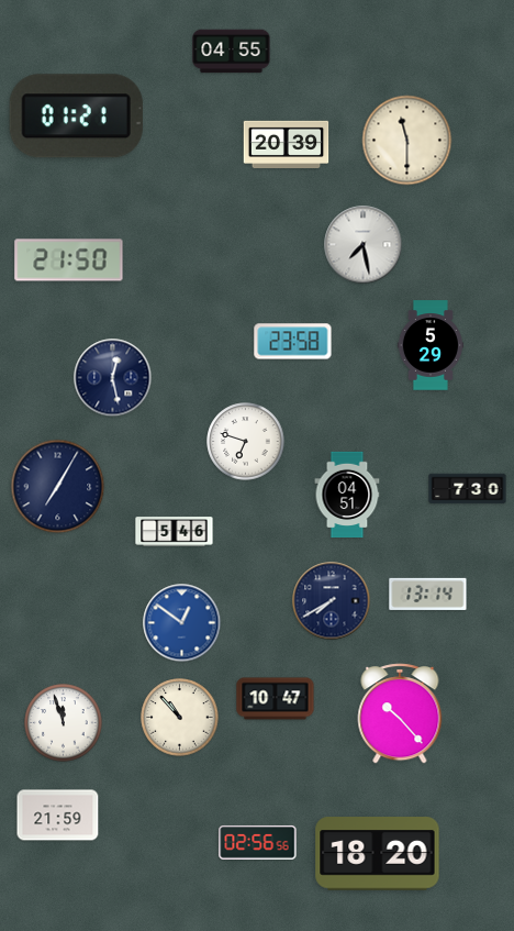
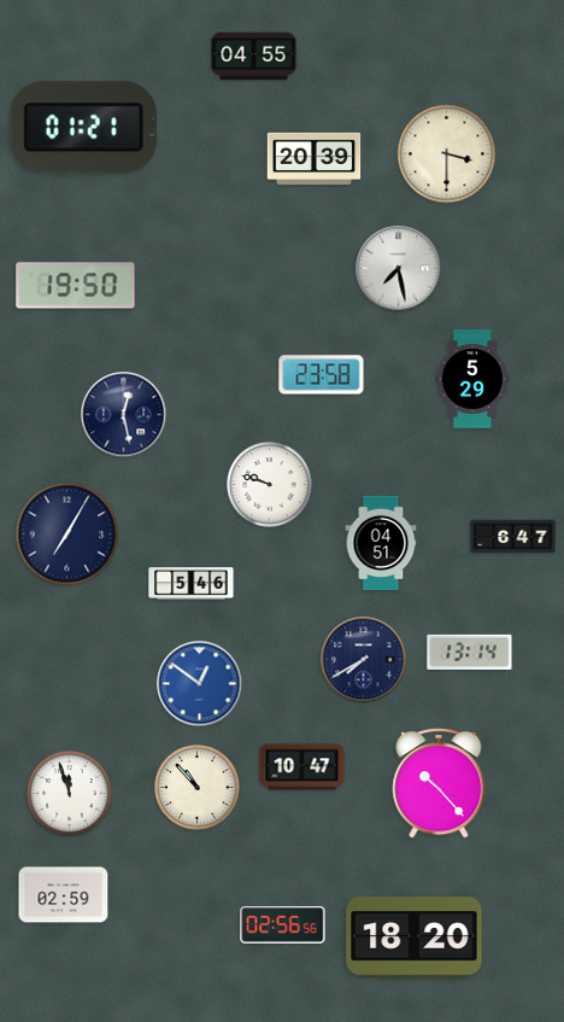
clock at (407, 141): 11:30 -> 3:30
clock at (69, 261): 21:50 -> 19:50
clock at (246, 442): 6:48 -> 9:48
clock at (58, 487) position: (58, 487) -> (67, 535)
clock at (468, 489): 7:30 -> 6:47
clock at (58, 816): 21:59 -> 02:59
